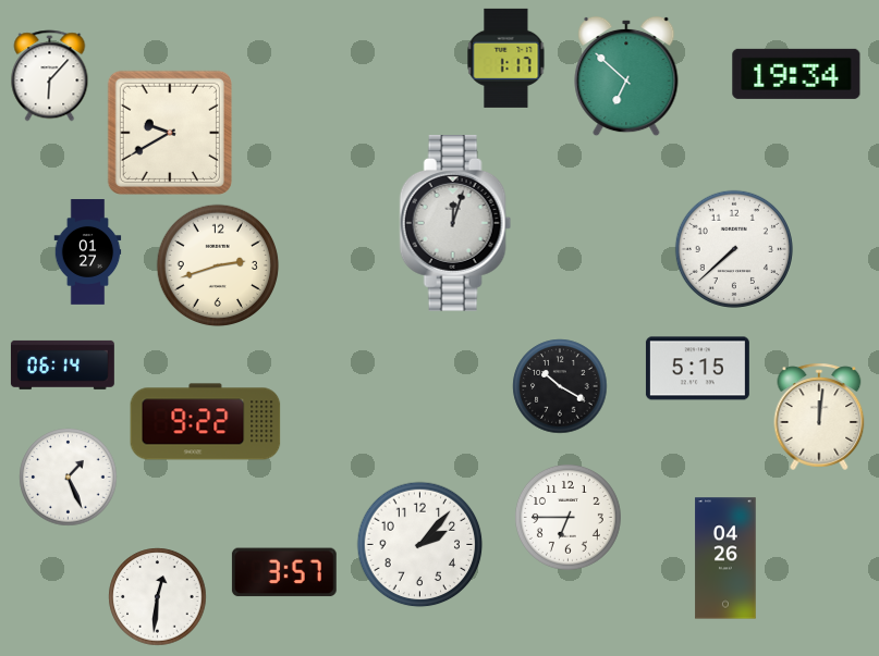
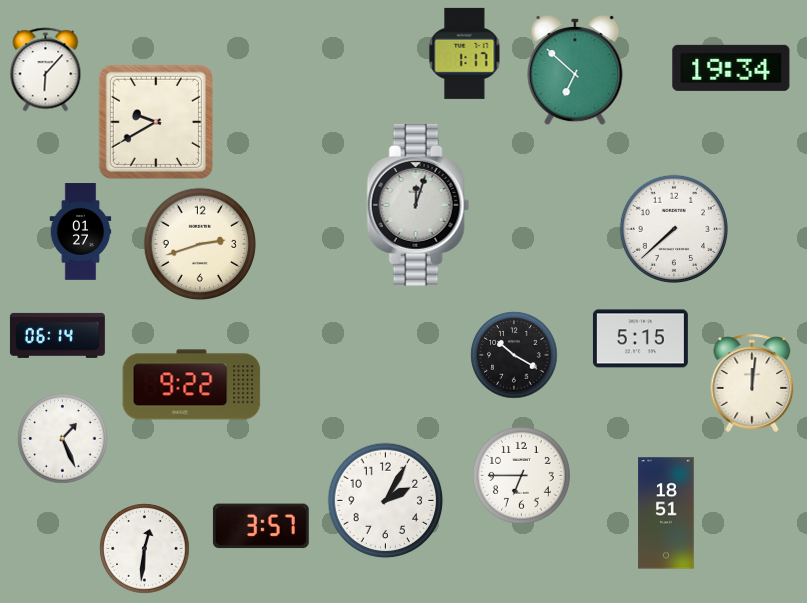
clock at (206, 422) position: (206, 422) -> (192, 385)
clock at (419, 544): 2:07 -> 2:05
clock at (725, 558): 04:26 -> 18:51
